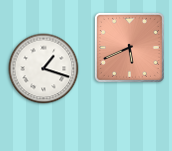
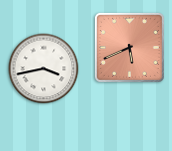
clock at (44, 69): 1:18 -> 3:43
